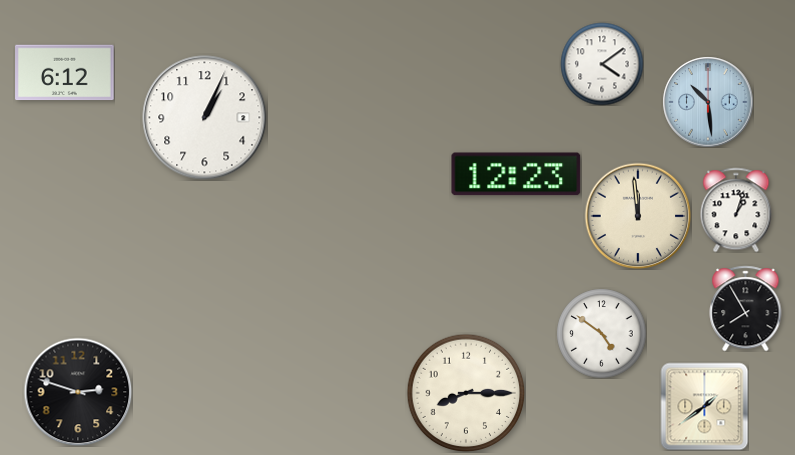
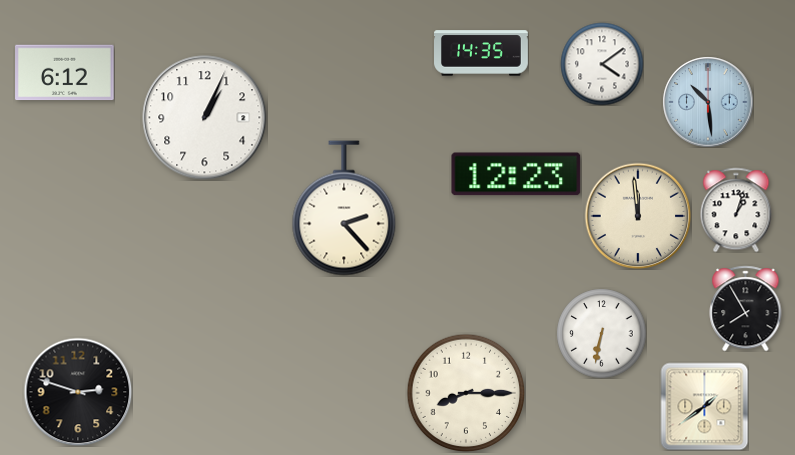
clock at (482, 53): none -> 14:35
clock at (344, 208): none -> 2:23
clock at (601, 333): 4:51 -> 6:32
